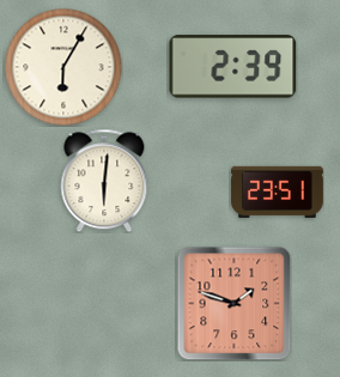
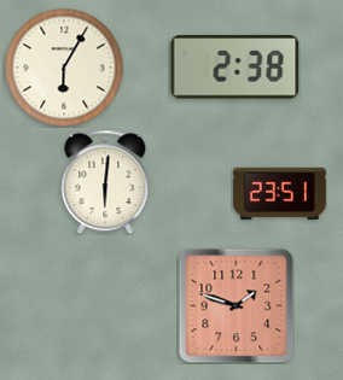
clock at (233, 67): 2:39 -> 2:38
